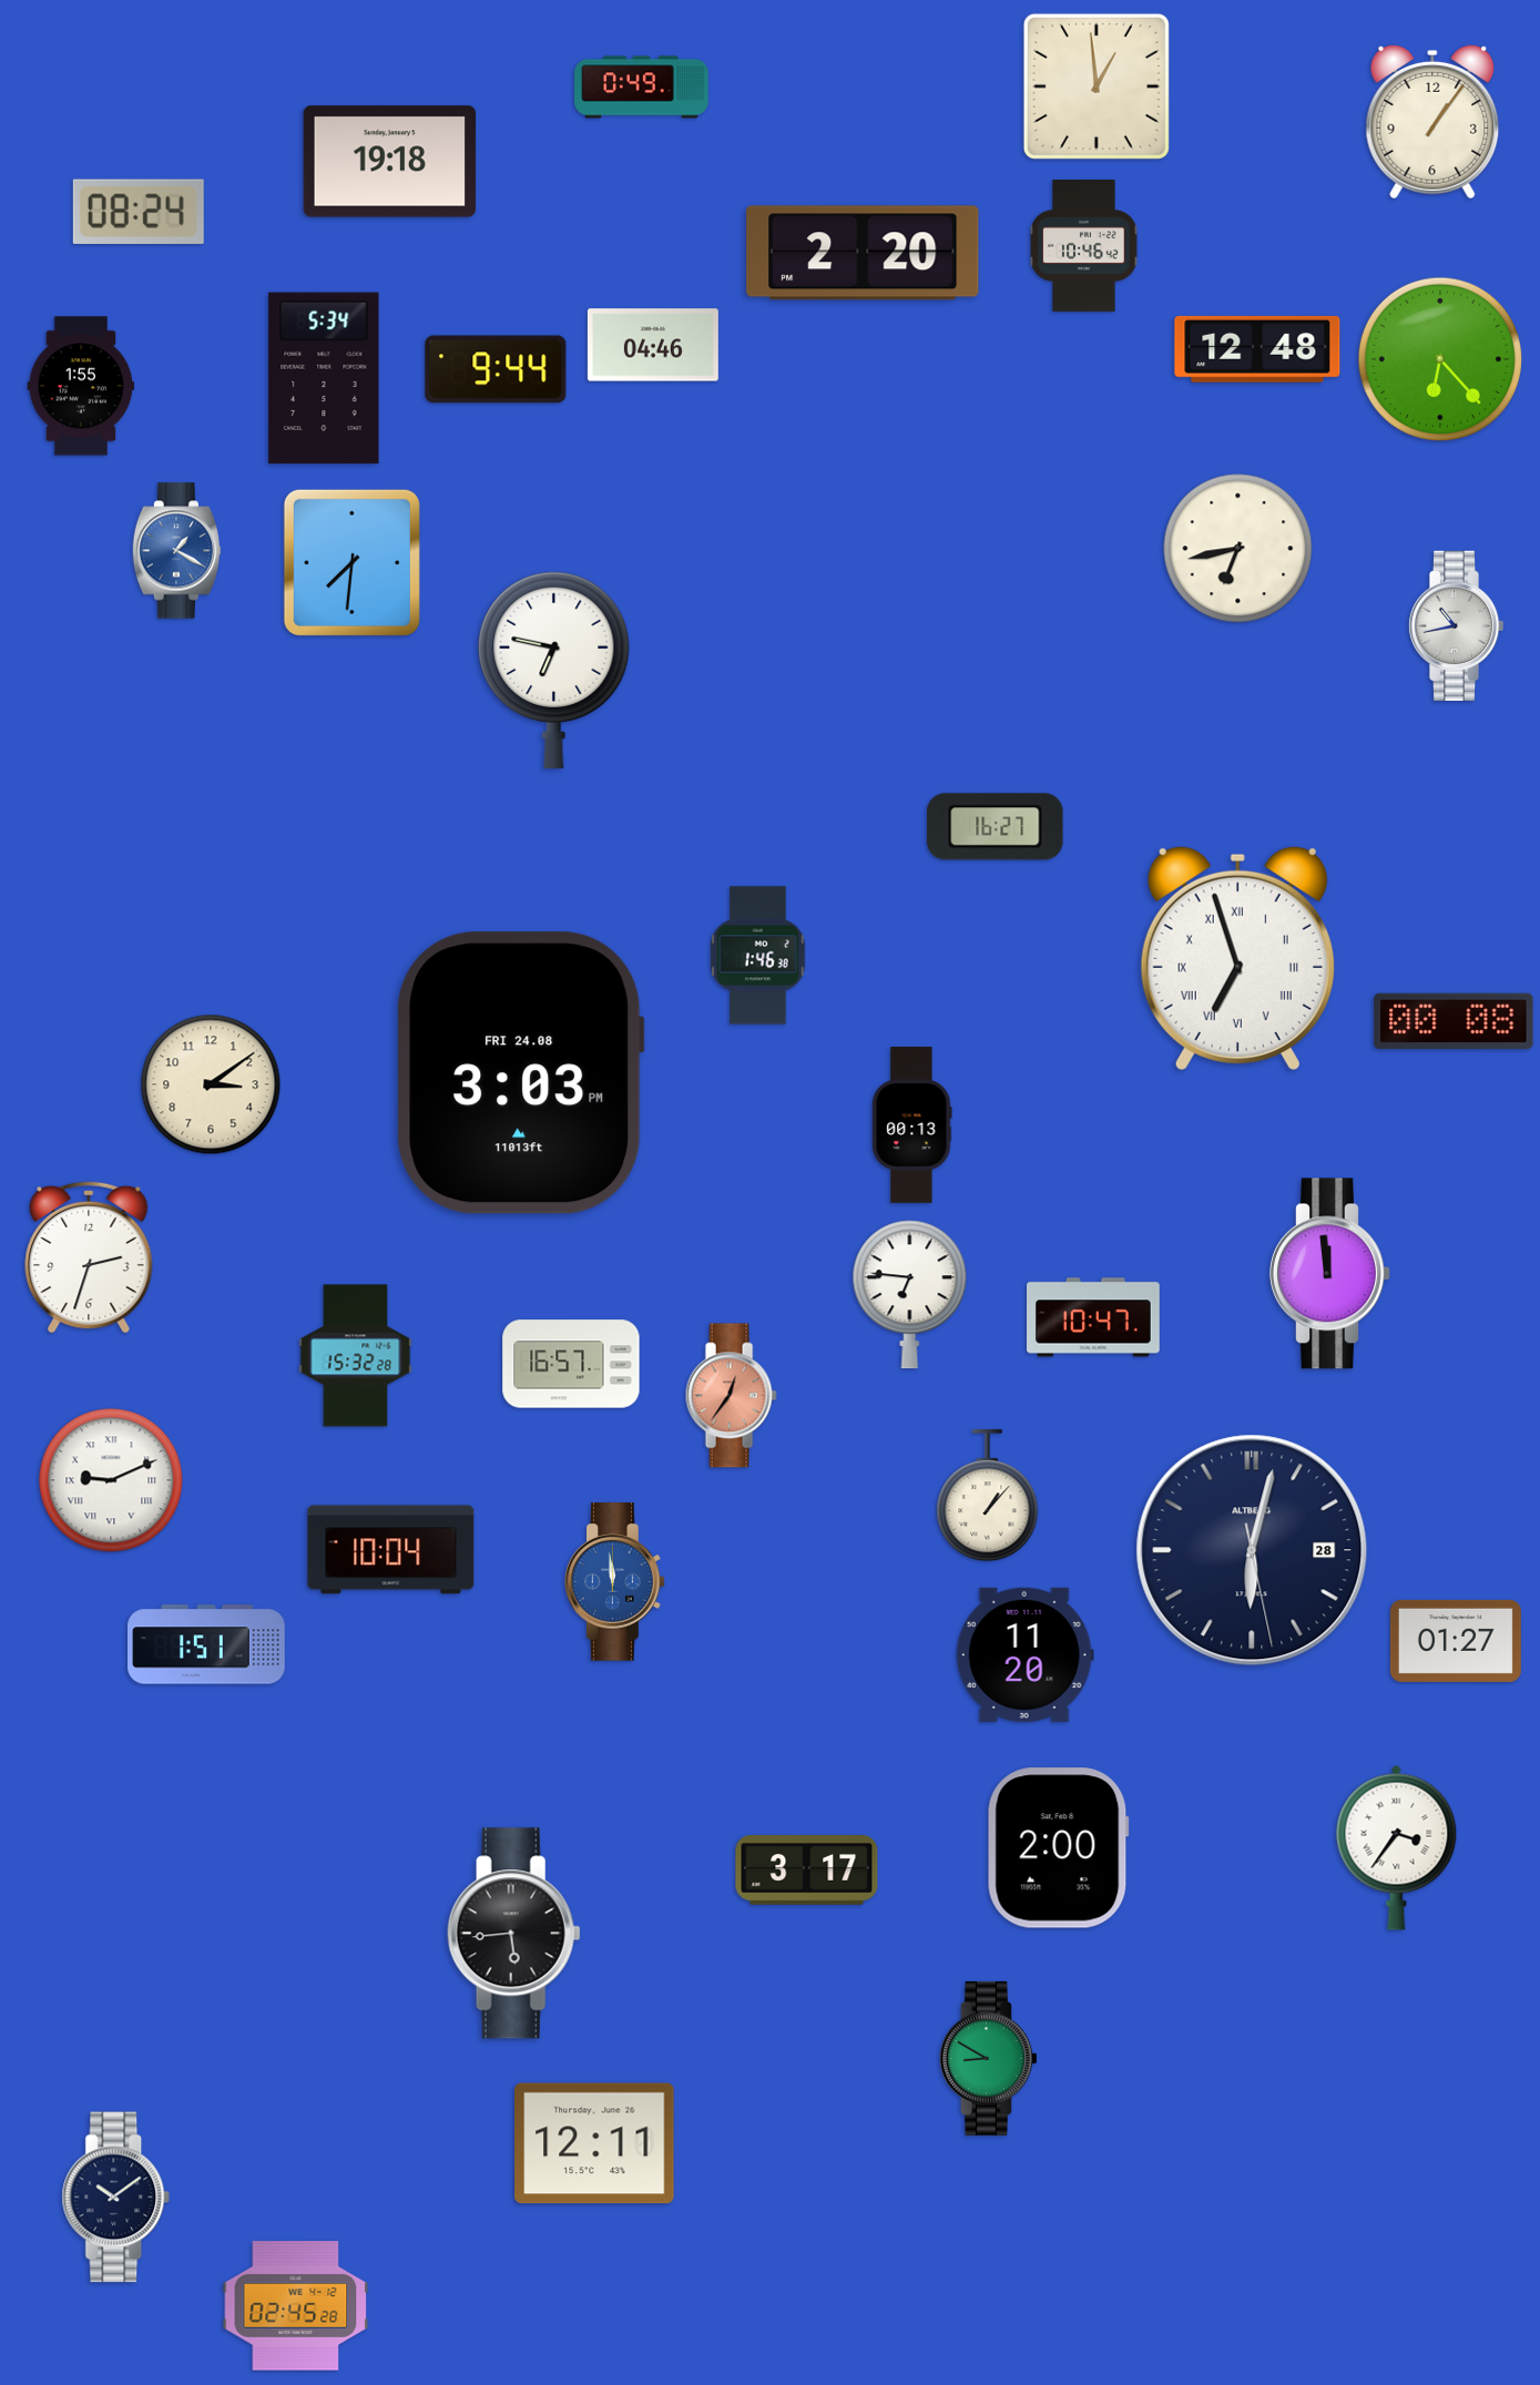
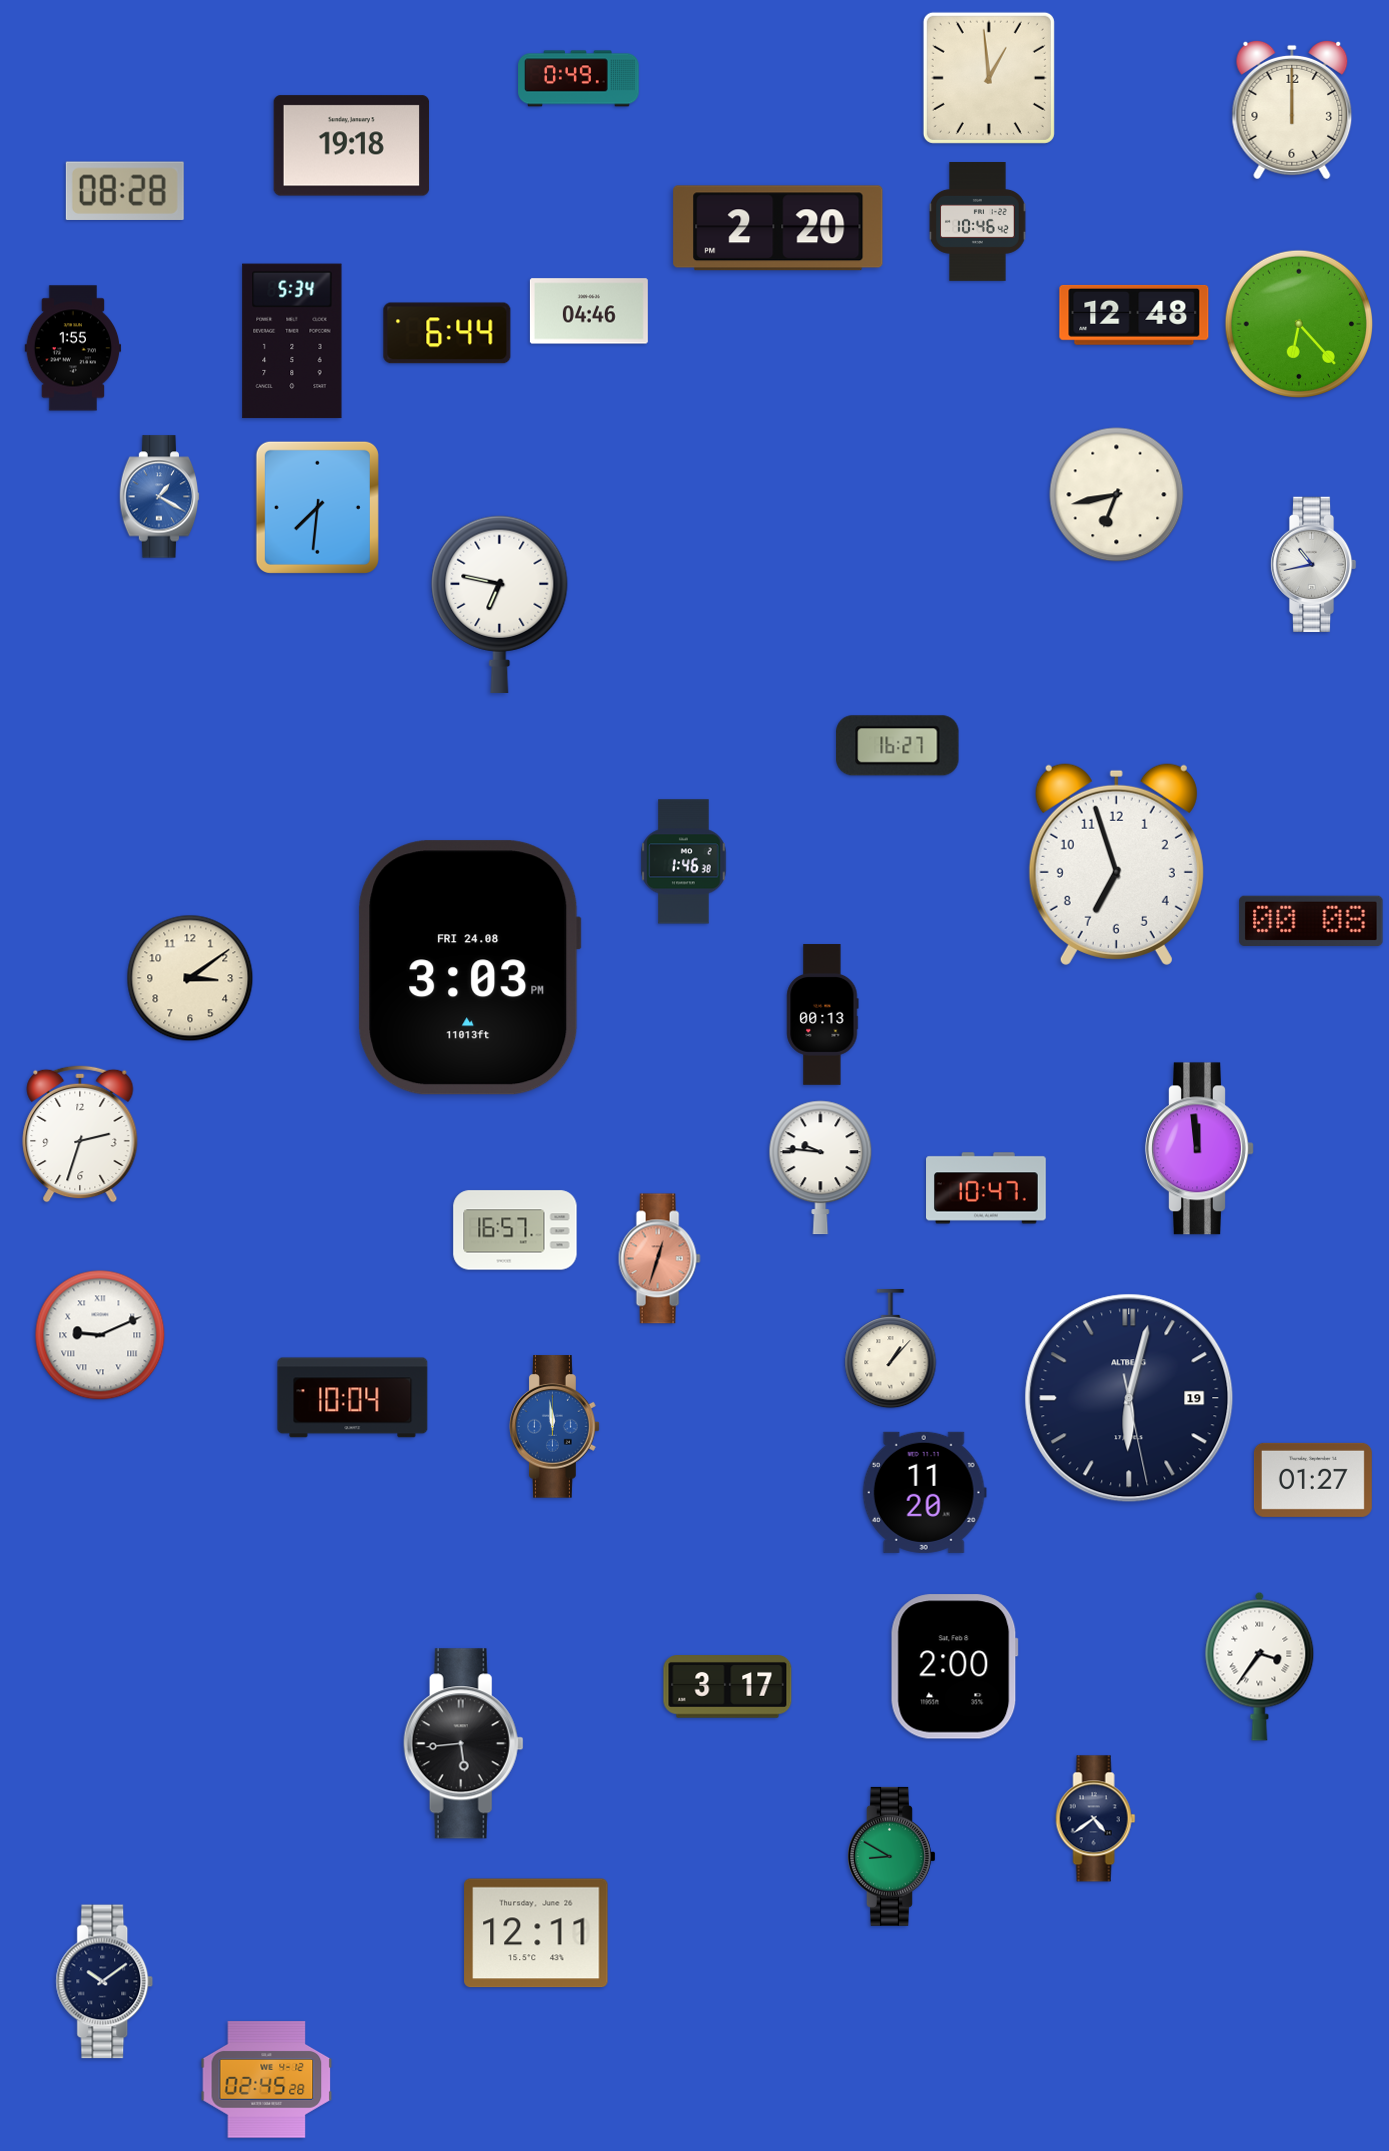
clock at (1432, 122): 1:06 -> 12:00
clock at (139, 212): 08:24 -> 08:28
clock at (496, 369): 9:44 -> 6:44
clock at (1237, 958) numerals: Roman -> Arabic
clock at (910, 1295): 6:46 -> 9:46
clock at (356, 1356): 15:32 -> none
clock at (731, 1396): 12:36 -> 12:33
clock at (1252, 1550) date: 28 -> 19
clock at (206, 1644): 1:51 -> none
clock at (1096, 1819): none -> 4:39
